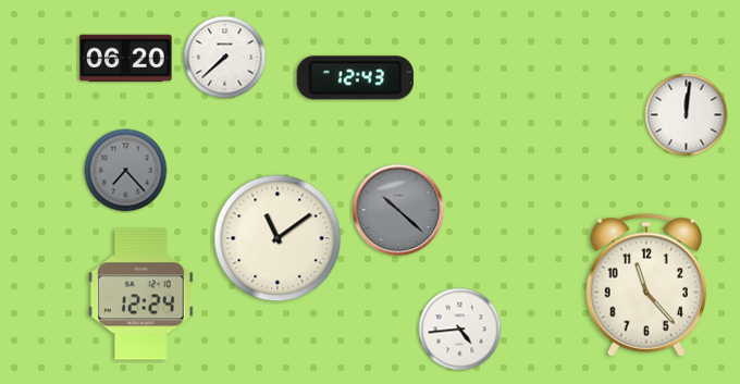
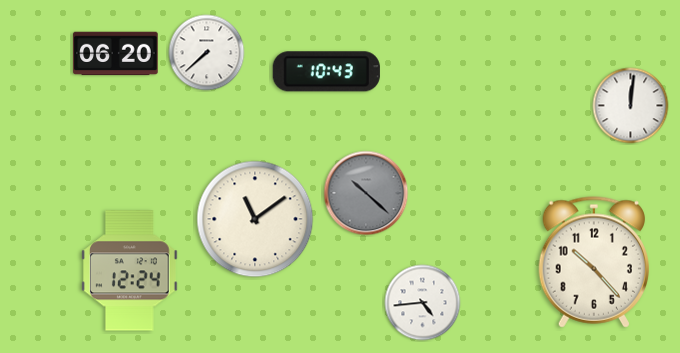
clock at (355, 78): 12:43 -> 10:43
clock at (126, 171): 7:23 -> none
clock at (645, 285): 11:23 -> 10:23
